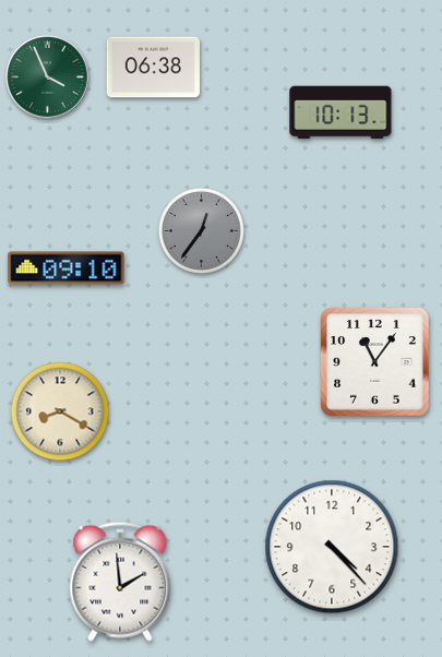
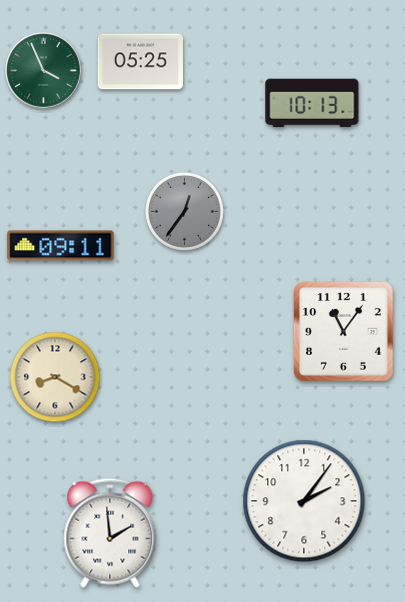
clock at (153, 68): 06:38 -> 05:25
clock at (67, 268): 09:10 -> 09:11
clock at (332, 547): 4:23 -> 2:06
